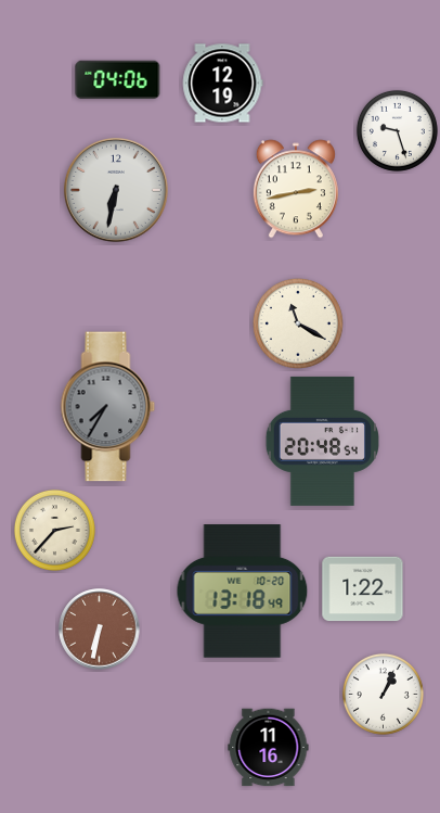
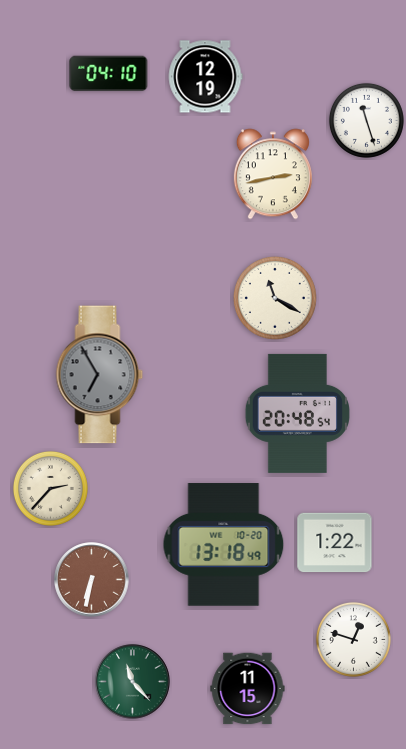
clock at (118, 80): 04:06 -> 04:10
clock at (397, 130): 9:27 -> 11:27
clock at (116, 190): 6:32 -> none
clock at (108, 407): 7:35 -> 6:55
clock at (322, 441) position: (322, 441) -> (297, 413)
clock at (383, 694): 1:04 -> 12:48
clock at (133, 682): none -> 11:23
clock at (269, 748): 11:16 -> 11:15
